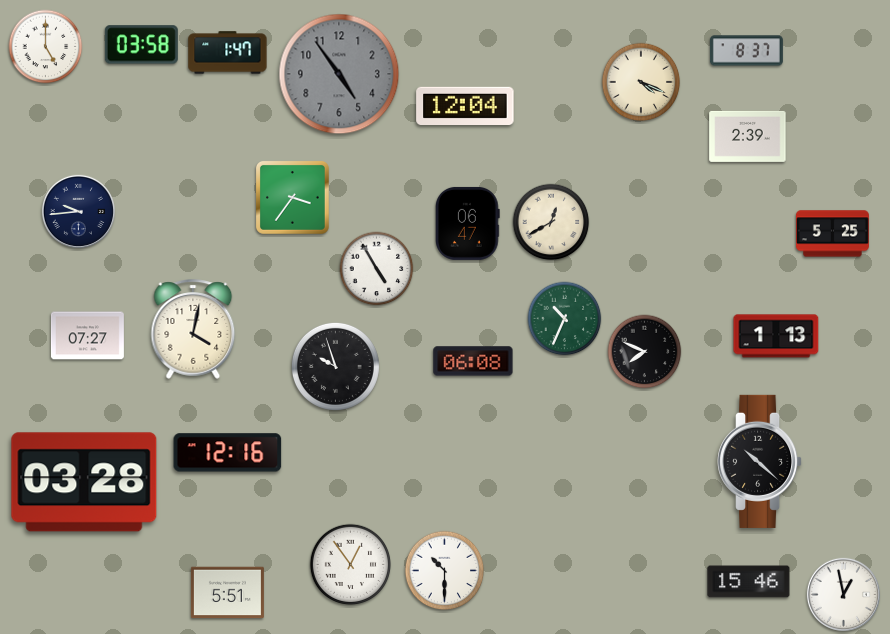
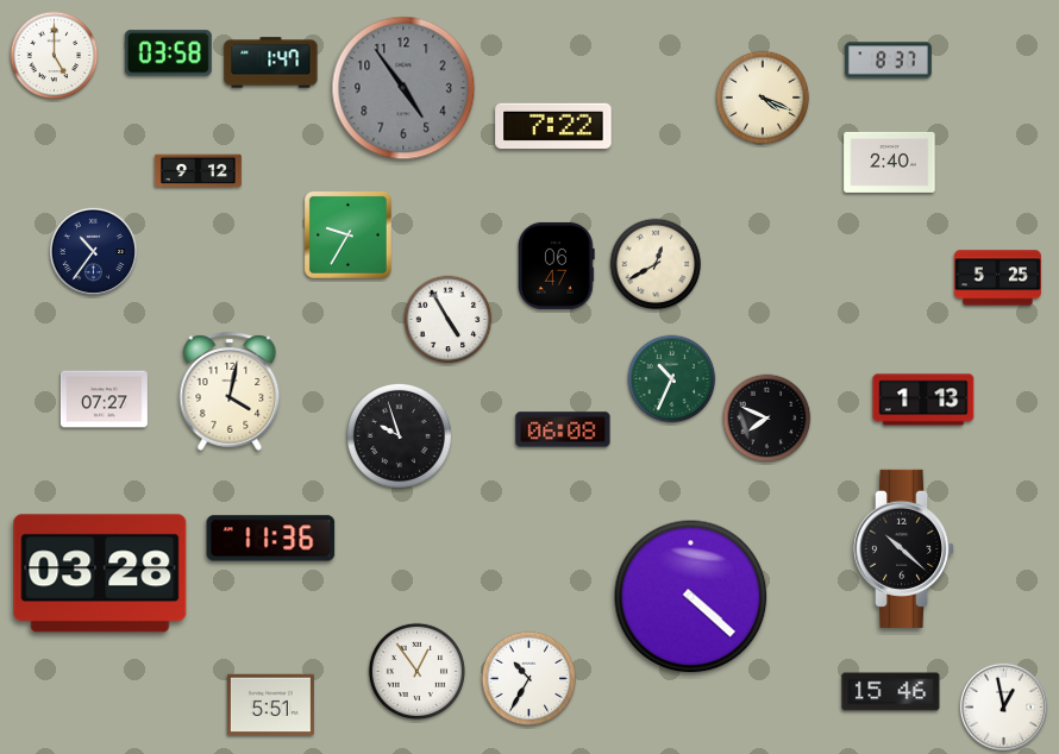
clock at (465, 106): 12:04 -> 7:22
clock at (748, 136): 2:39 -> 2:40
clock at (198, 171): none -> 9:12
clock at (293, 198): 3:36 -> 9:35
clock at (78, 211): 9:44 -> 10:36
clock at (832, 234) position: (832, 234) -> (997, 278)
clock at (228, 453): 12:16 -> 11:36
clock at (691, 597): none -> 4:22
clock at (445, 571): 10:30 -> 10:35
